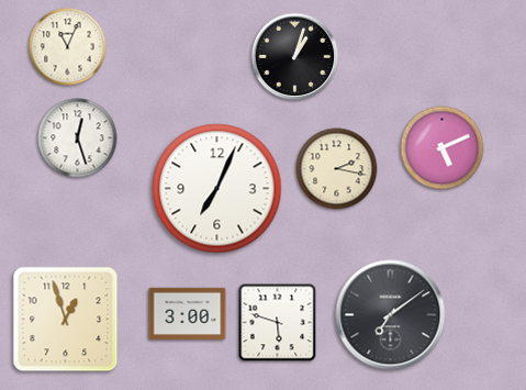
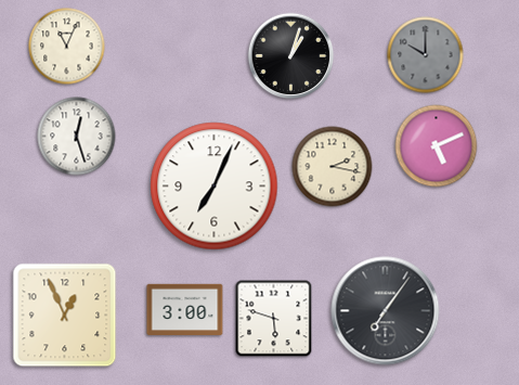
clock at (426, 55): none -> 10:00
clock at (391, 315): 7:09 -> 7:06
clock at (66, 320): 12:57 -> 12:56
